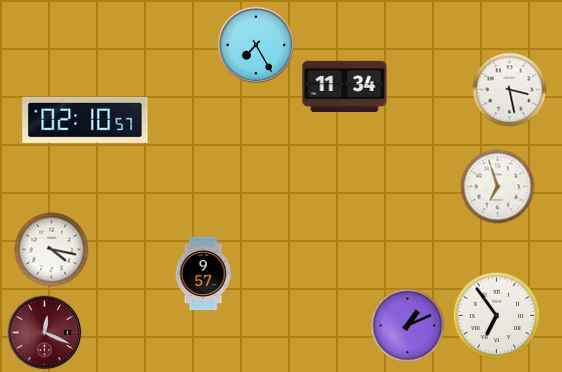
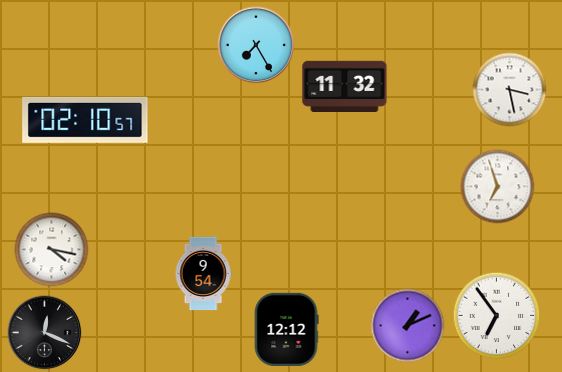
clock at (345, 86): 11:34 -> 11:32
clock at (203, 274): 9:57 -> 9:54
clock at (286, 329): none -> 12:12
clock at (45, 333) dial: burgundy -> black
